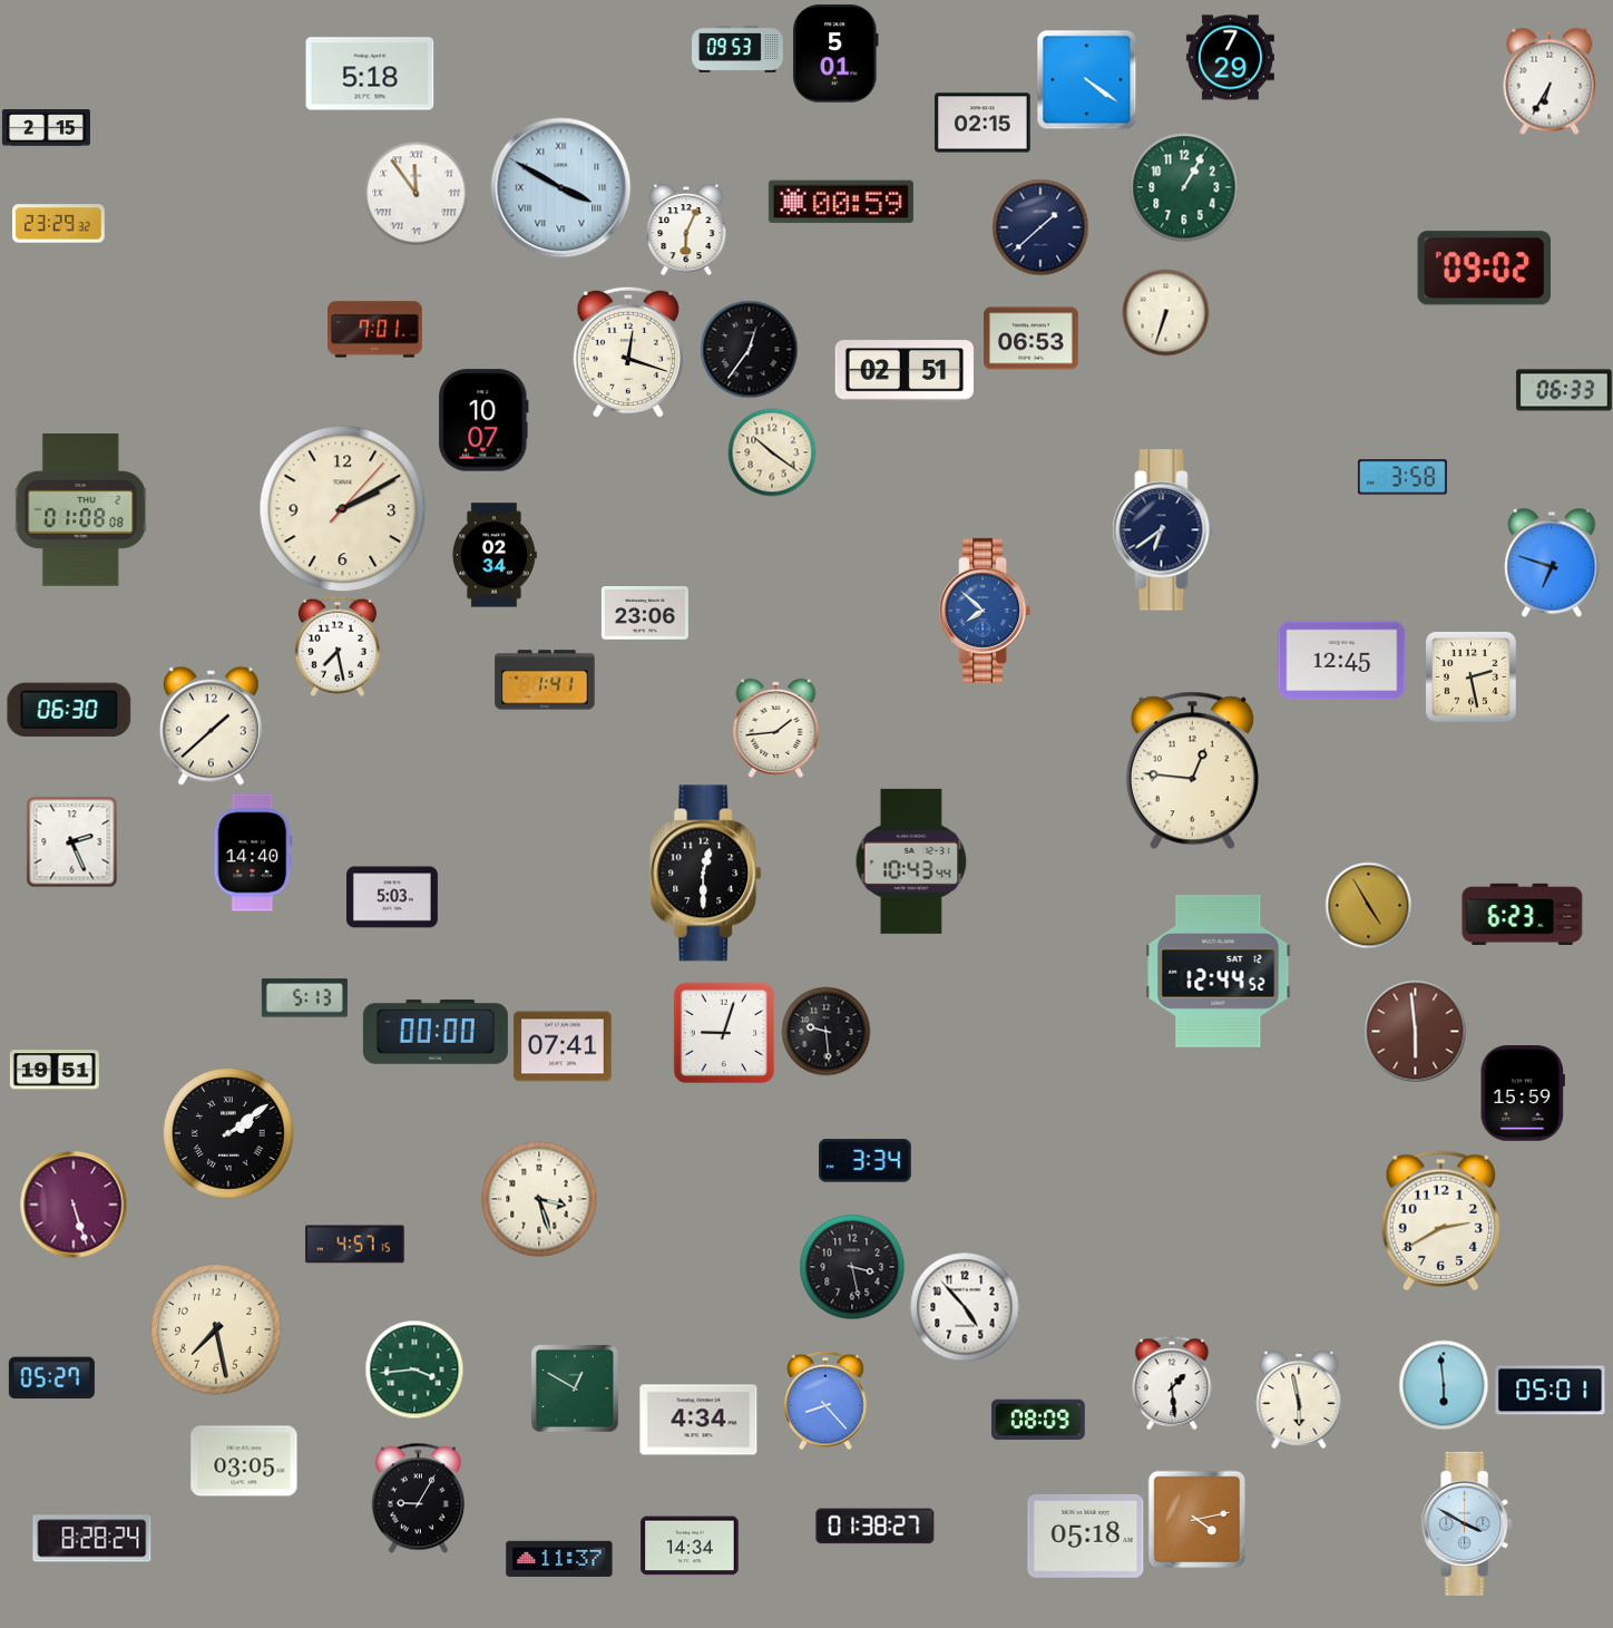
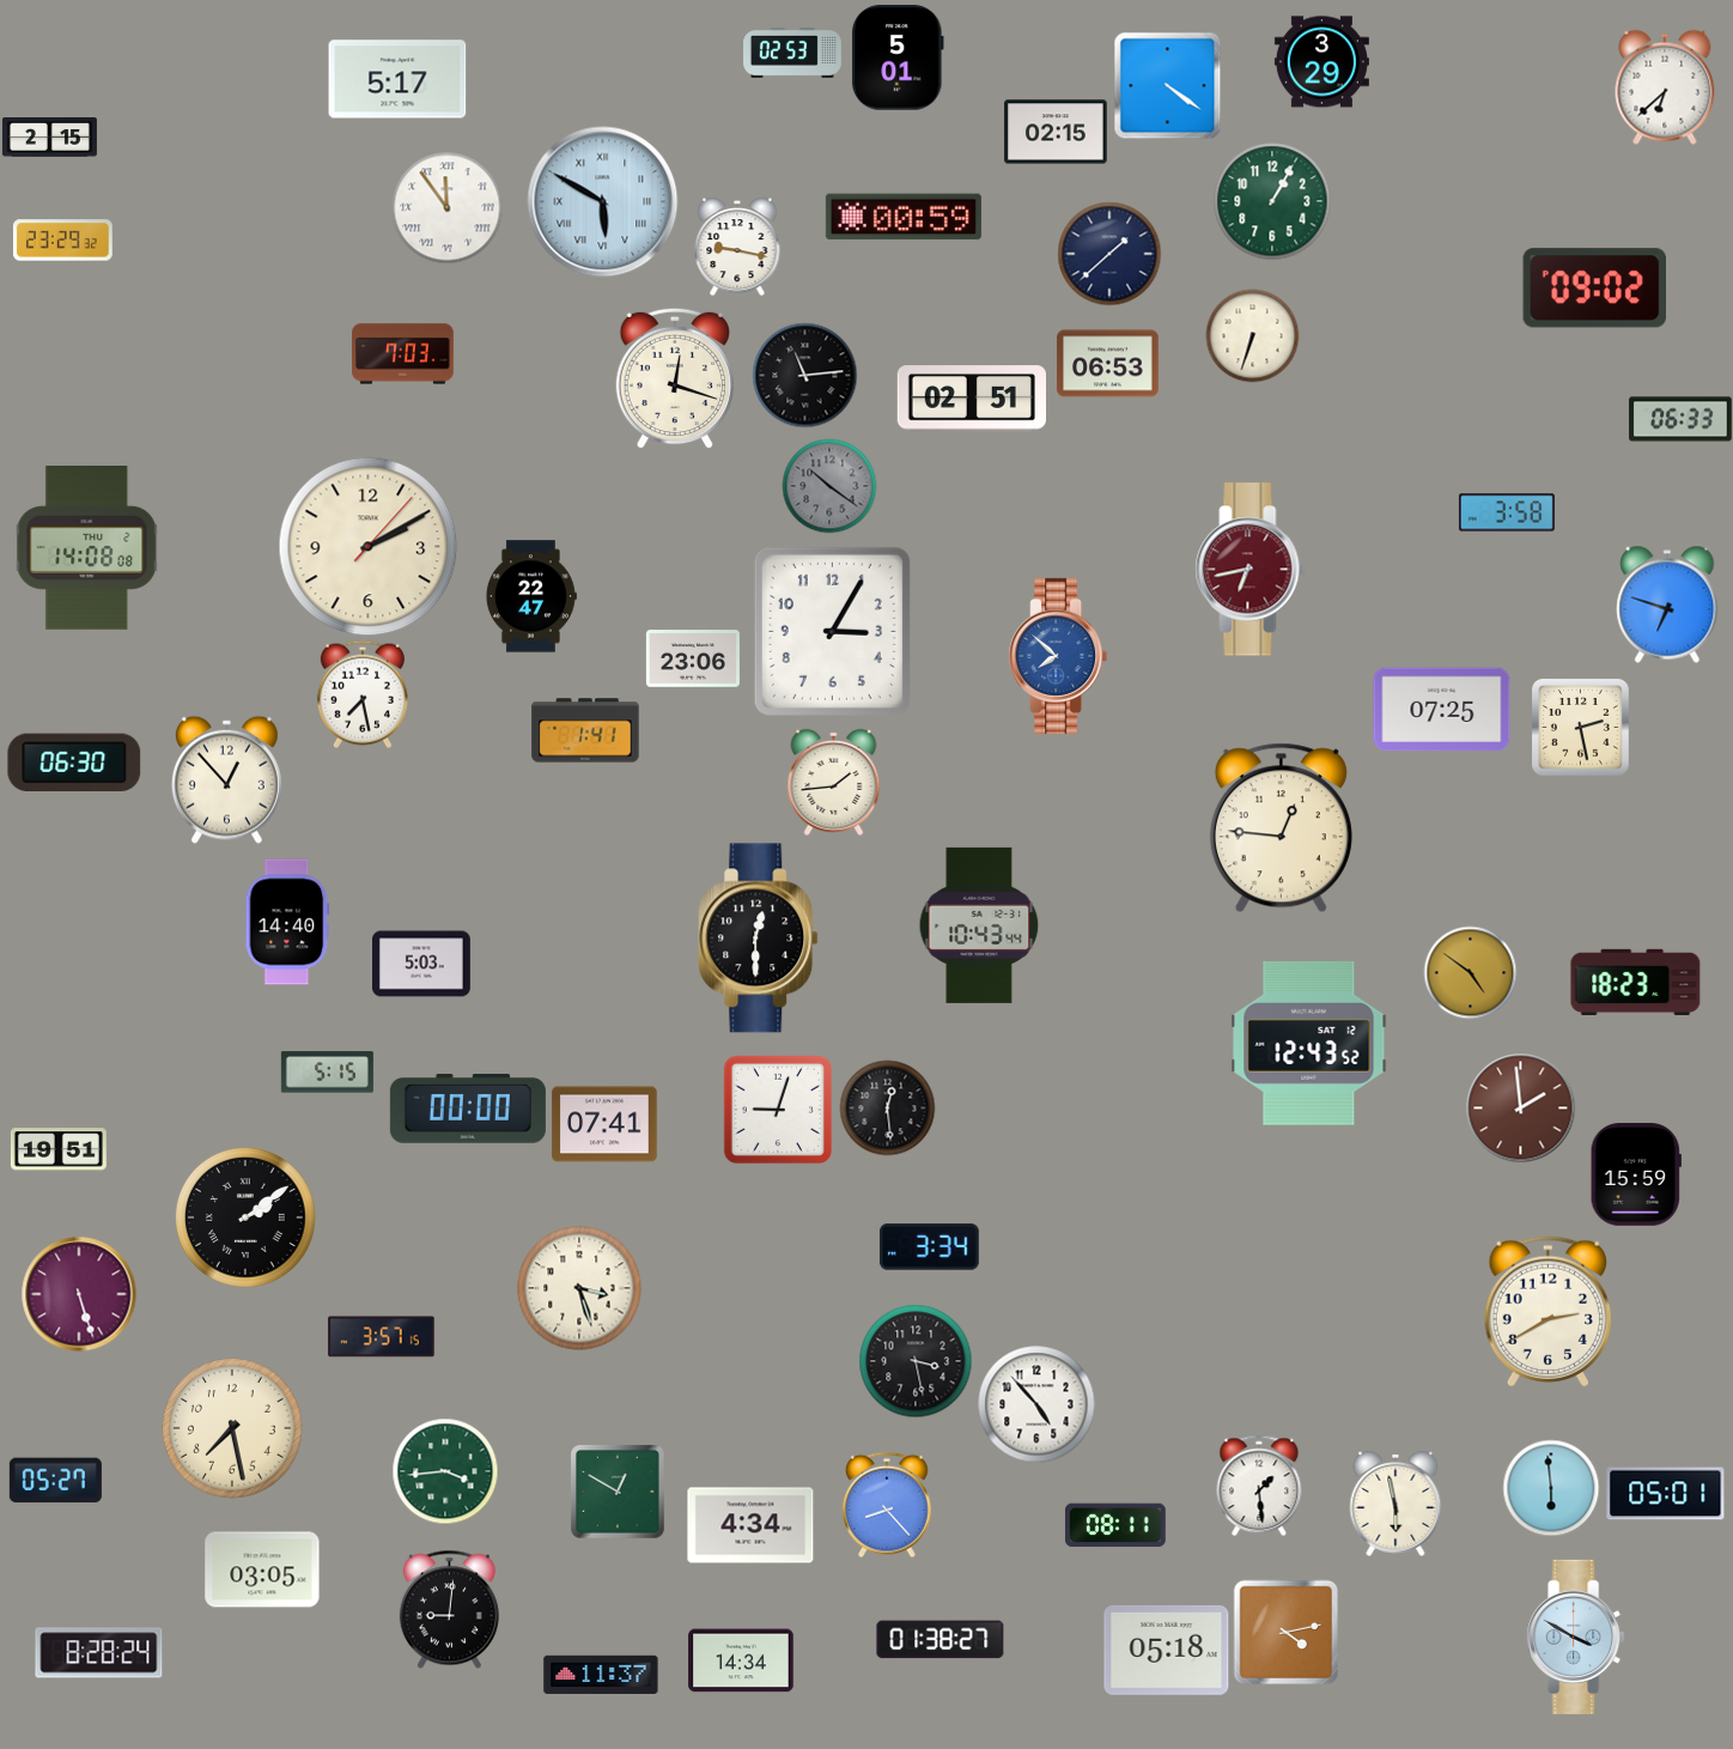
clock at (739, 50): 09:53 -> 02:53
clock at (1230, 58): 7:29 -> 3:29
clock at (370, 74): 5:18 -> 5:17
clock at (1550, 81): 6:35 -> 6:38
clock at (561, 188): 3:50 -> 5:50
clock at (1040, 227) position: (1040, 227) -> (1109, 254)
clock at (686, 230): 6:04 -> 9:17
clock at (375, 330): 7:01 -> 7:03
clock at (749, 349): 12:36 -> 11:14
clock at (483, 420): 10:07 -> none
clock at (772, 452) dial: cream -> grey
clock at (81, 510): 01:08 -> 14:08
clock at (1164, 530): 6:39 -> 6:43
clock at (1164, 530) dial: navy -> burgundy
clock at (493, 555): 02:34 -> 22:47
clock at (832, 631): none -> 3:05
clock at (1342, 661): 12:45 -> 07:25
clock at (211, 725): 1:38 -> 12:53
clock at (71, 841): 2:26 -> none
clock at (253, 852) position: (253, 852) -> (287, 922)
clock at (1368, 905): 4:55 -> 4:51
clock at (1523, 914): 6:23 -> 18:23
clock at (1219, 972): 12:44 -> 12:43
clock at (304, 998): 5:13 -> 5:15
clock at (825, 1031): 9:29 -> 12:29
clock at (1415, 1031): 5:59 -> 1:59
clock at (355, 1245): 4:57 -> 3:57
clock at (1038, 1420): 08:09 -> 08:11
clock at (418, 1498): 9:05 -> 9:01
